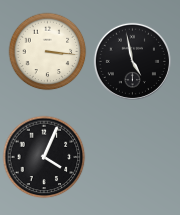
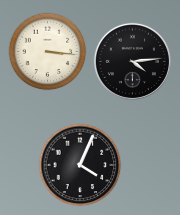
clock at (132, 61): 4:58 -> 4:14
clock at (44, 157) position: (44, 157) -> (80, 165)
